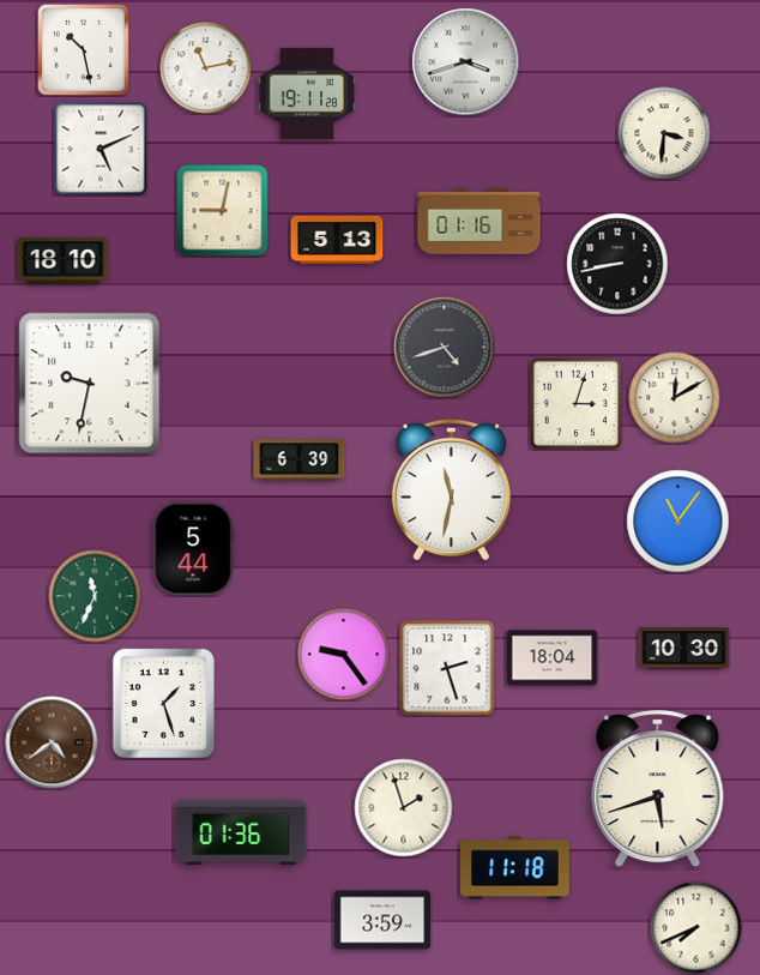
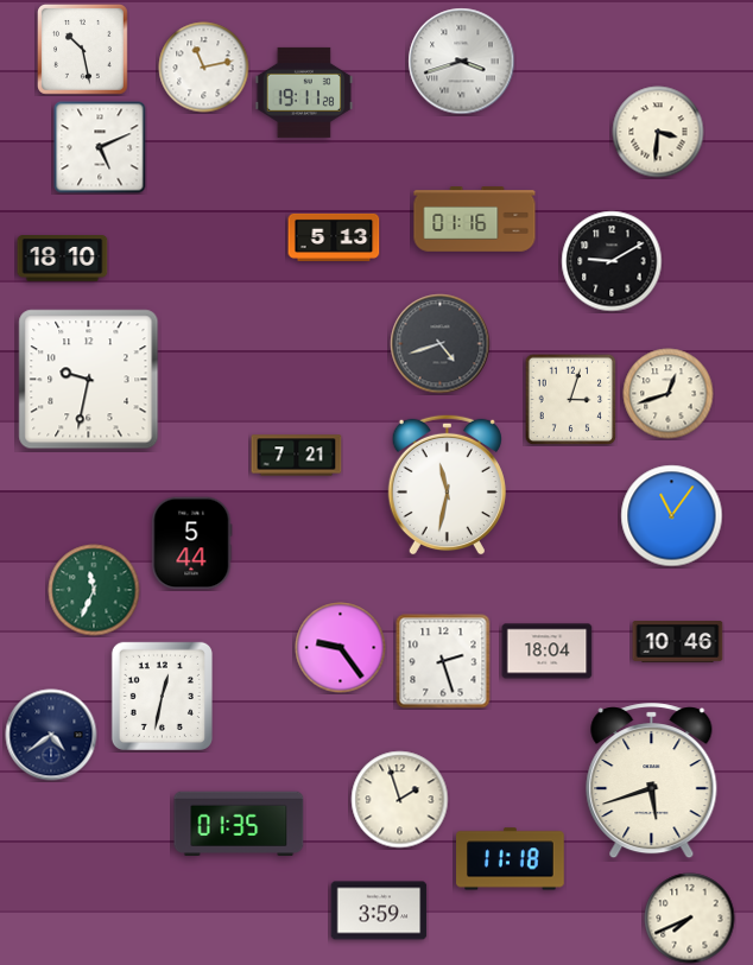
clock at (223, 211): 9:02 -> none
clock at (617, 264): 8:43 -> 9:10
clock at (675, 398): 12:10 -> 12:42
clock at (300, 461): 6:39 -> 7:21
clock at (684, 649): 10:30 -> 10:46
clock at (163, 703): 1:27 -> 12:32
clock at (52, 742) dial: brown -> navy
clock at (241, 832): 01:36 -> 01:35
